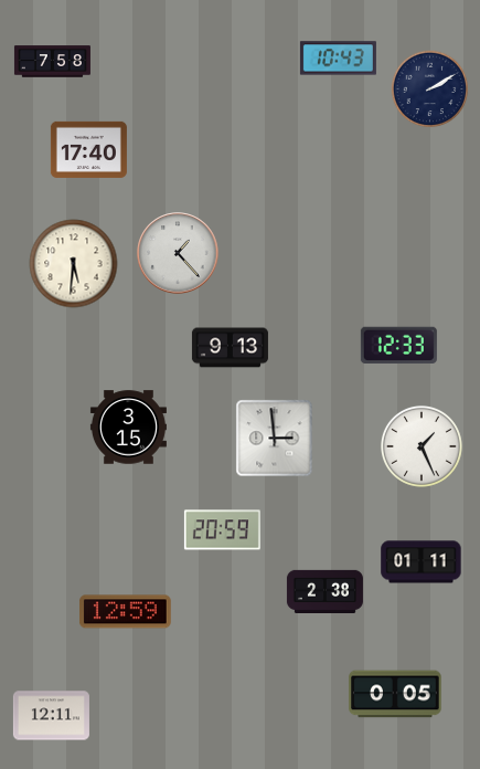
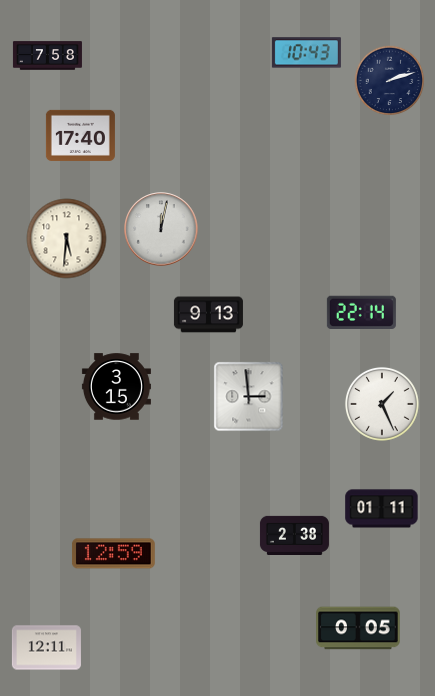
clock at (430, 89): 2:10 -> 2:12
clock at (178, 253): 1:23 -> 12:02
clock at (398, 346): 12:33 -> 22:14
clock at (222, 530): 20:59 -> none
